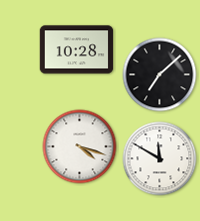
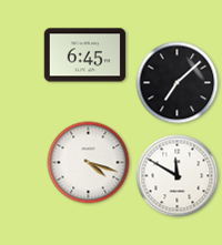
clock at (77, 50): 10:28 -> 6:45
